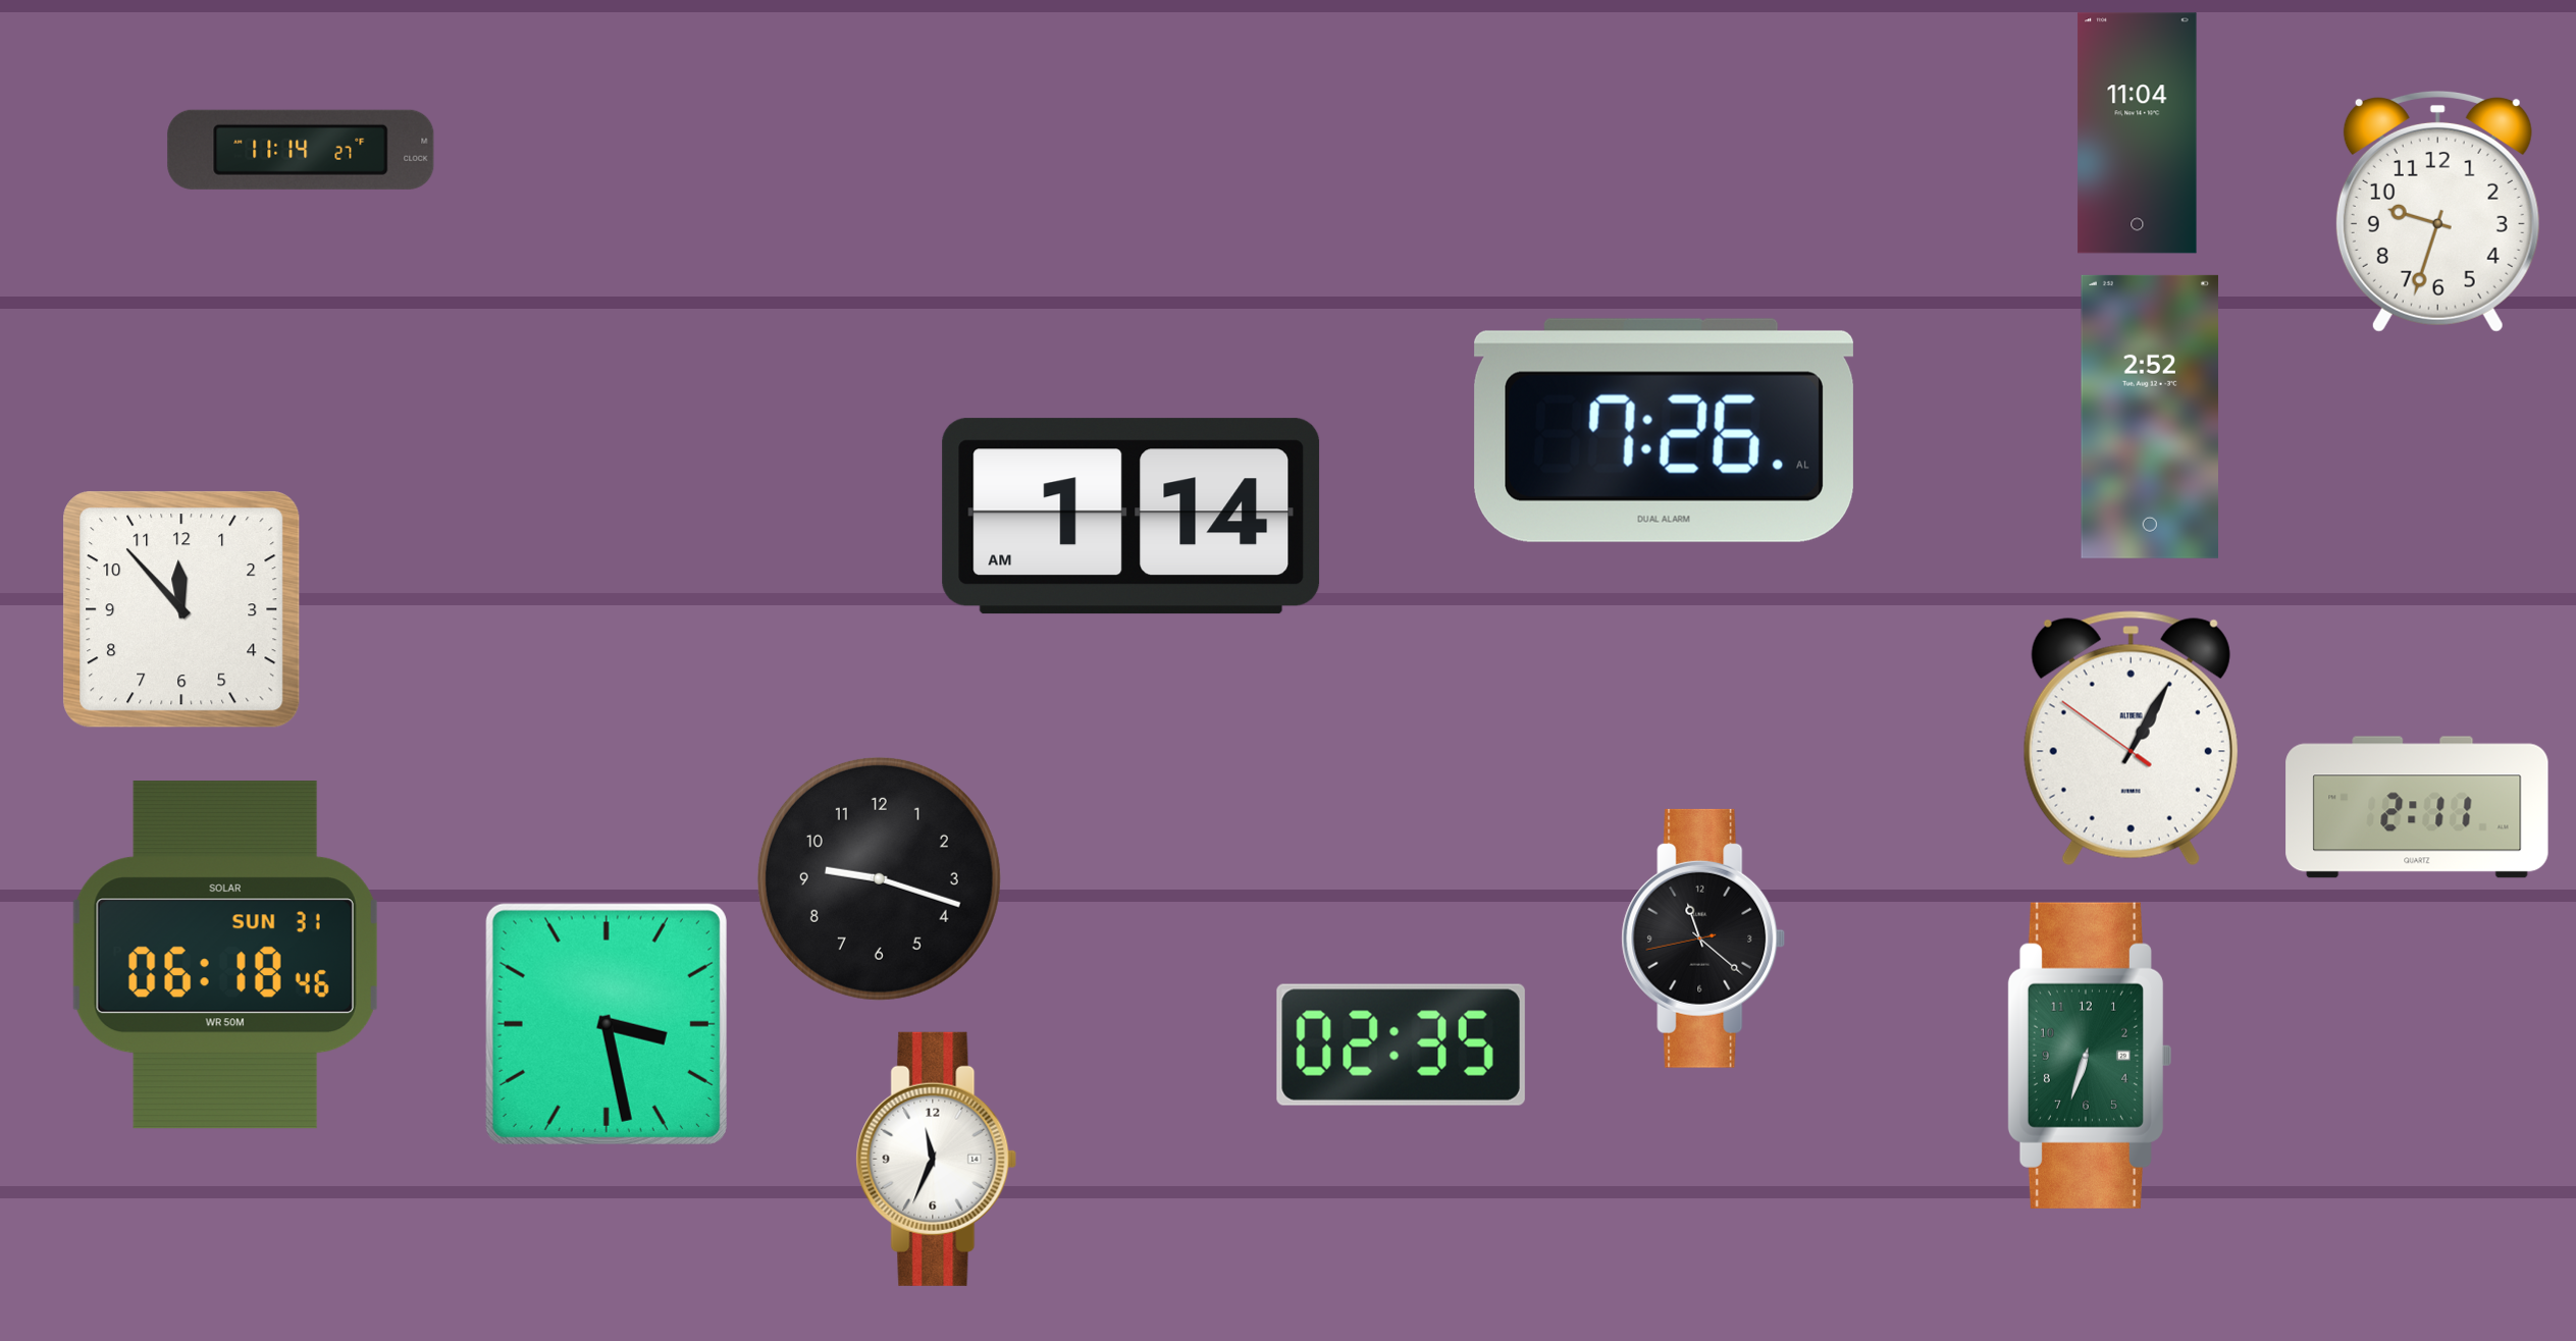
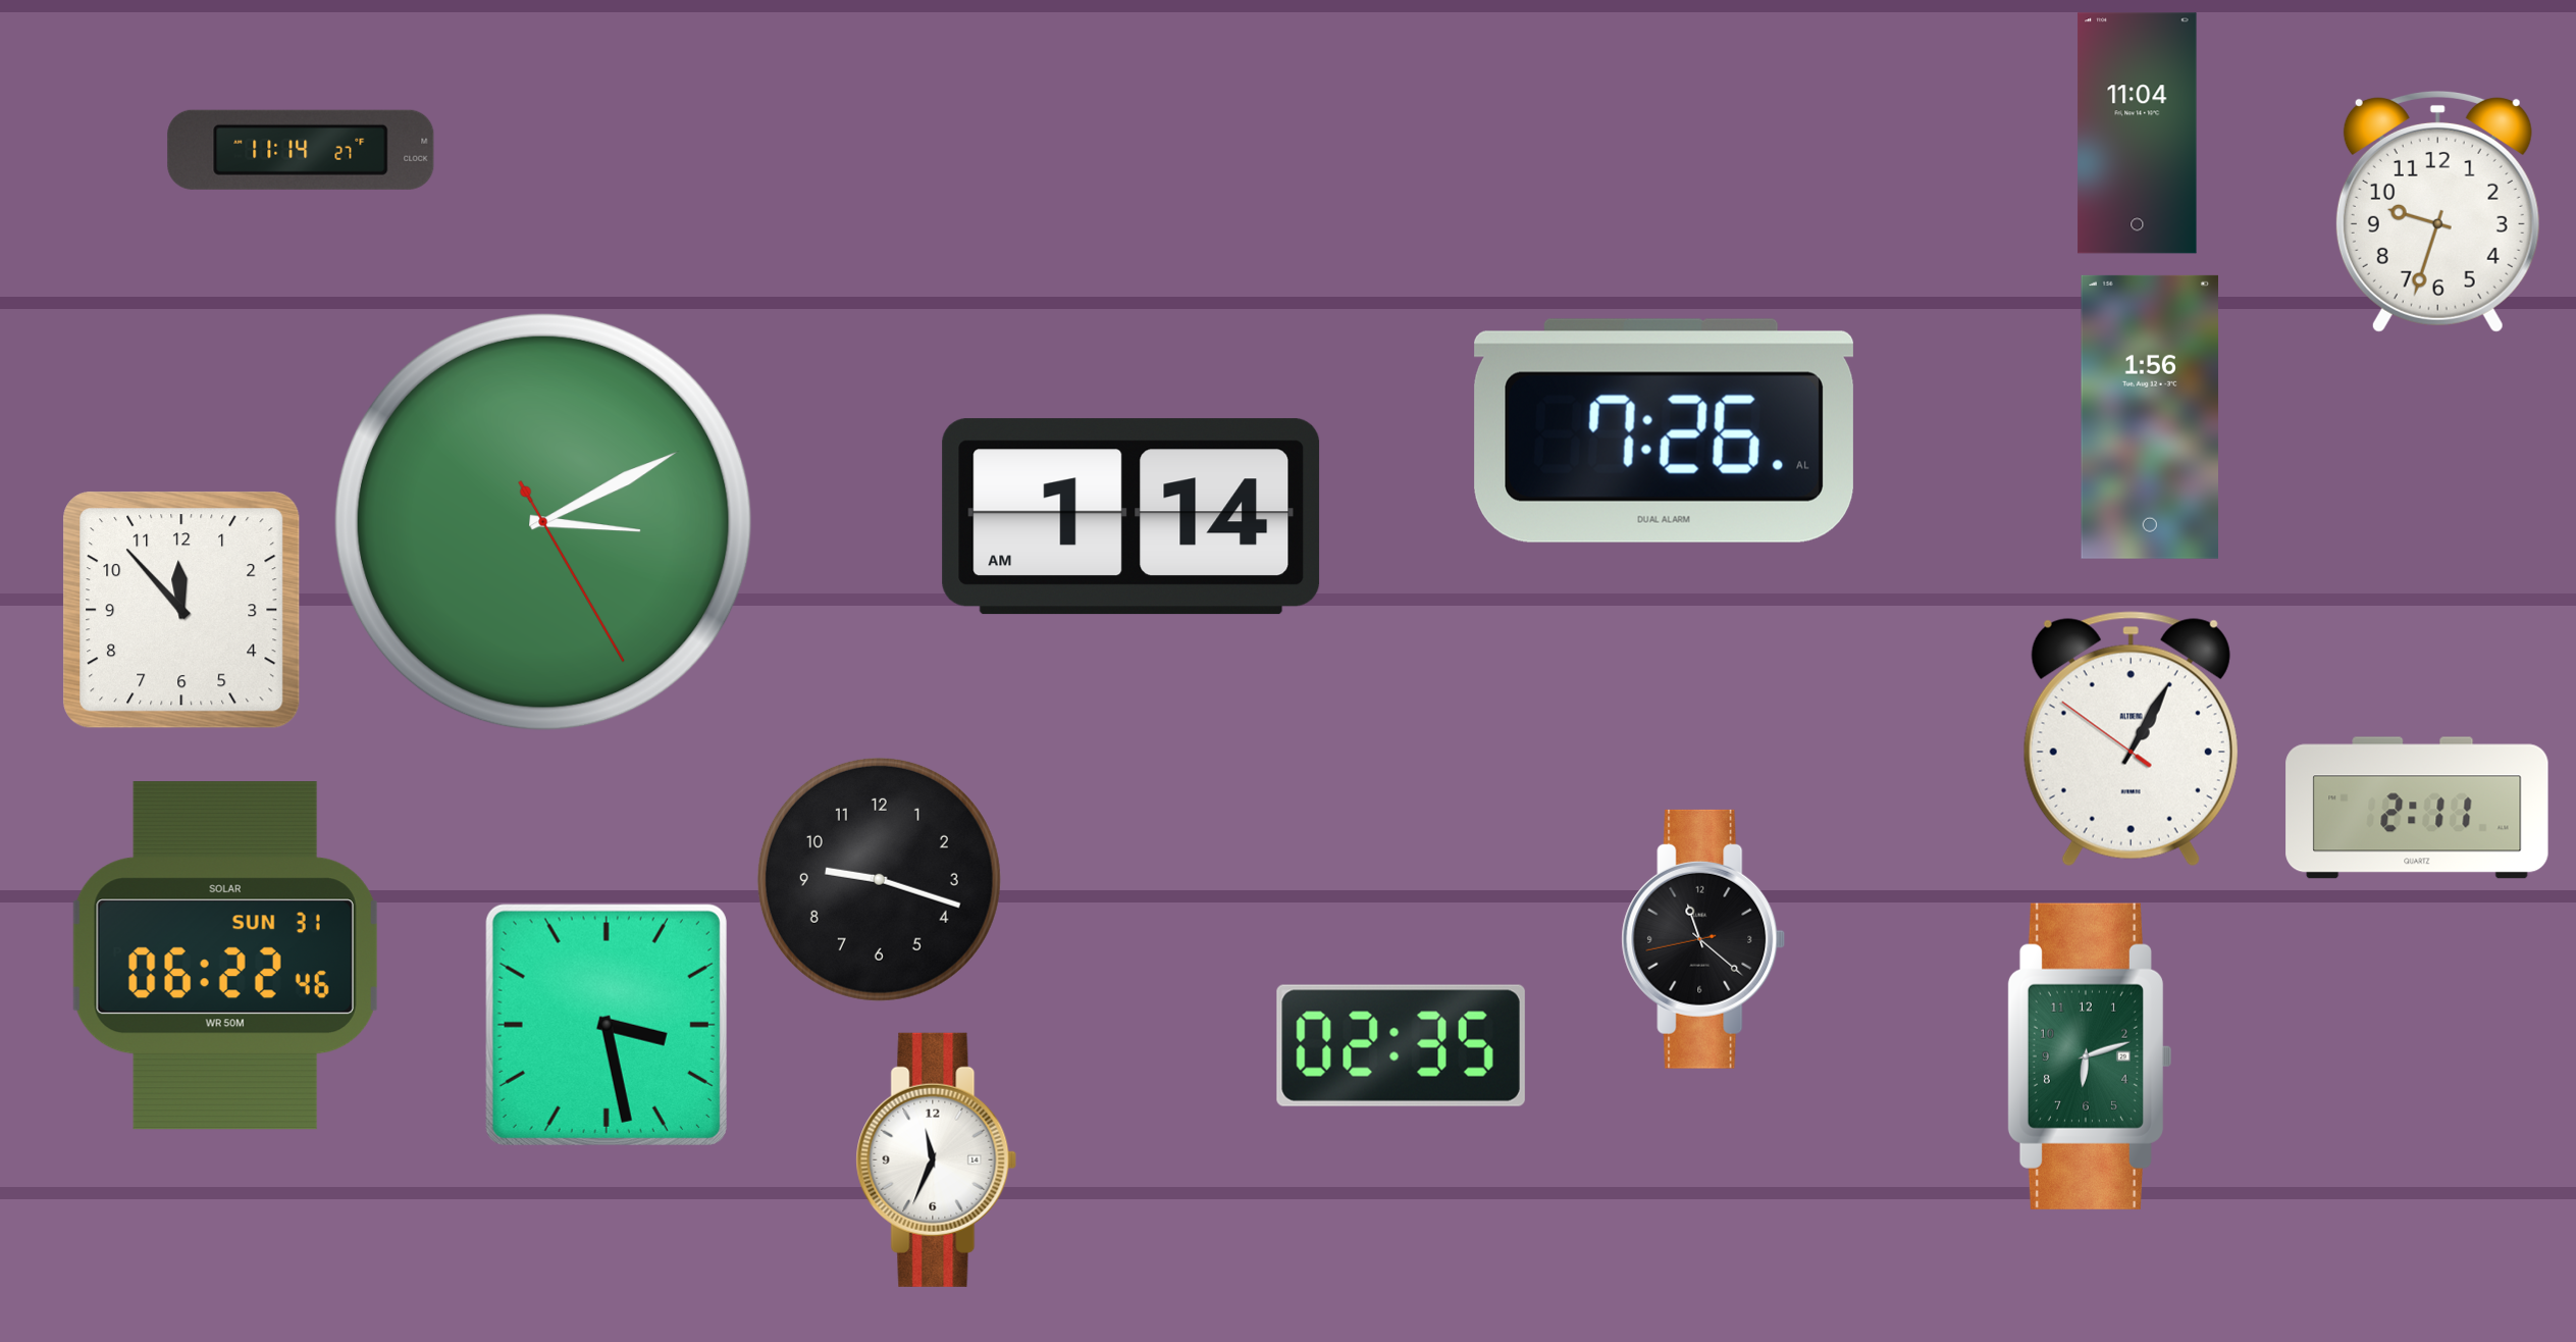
clock at (2149, 417): 2:52 -> 1:56
clock at (543, 522): none -> 3:10
clock at (225, 955): 06:18 -> 06:22
clock at (2089, 1056): 6:33 -> 6:12
